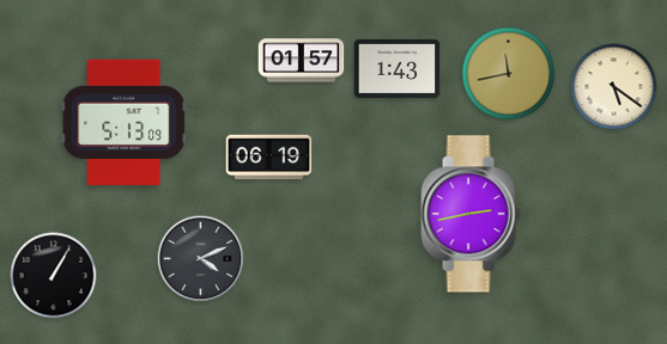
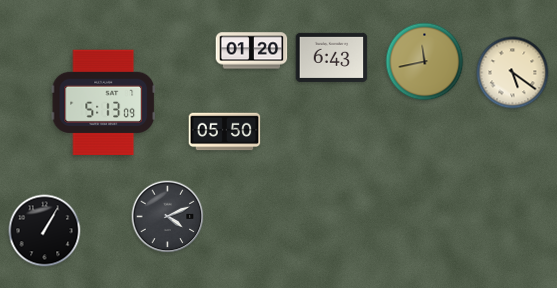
clock at (302, 61): 01:57 -> 01:20
clock at (398, 68): 1:43 -> 6:43
clock at (269, 158): 06:19 -> 05:50
clock at (471, 214): 2:43 -> none
